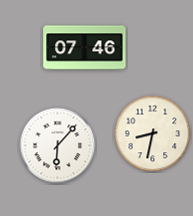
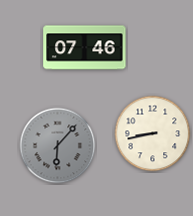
clock at (153, 134): 8:32 -> 8:43
clock at (58, 146) dial: white -> grey
